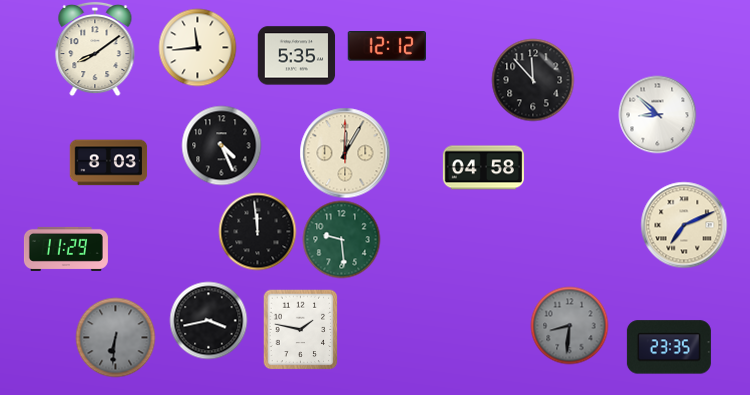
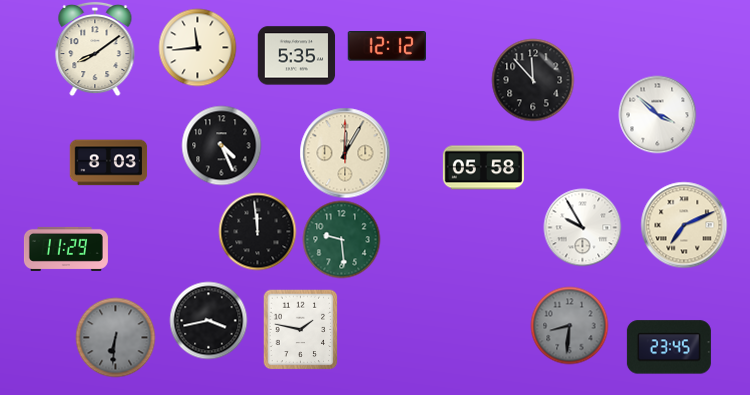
clock at (657, 114): 8:52 -> 3:52
clock at (483, 168): 04:58 -> 05:58
clock at (582, 227): none -> 9:55
clock at (669, 347): 23:35 -> 23:45
